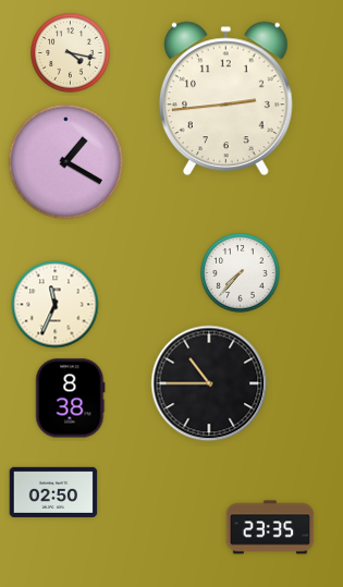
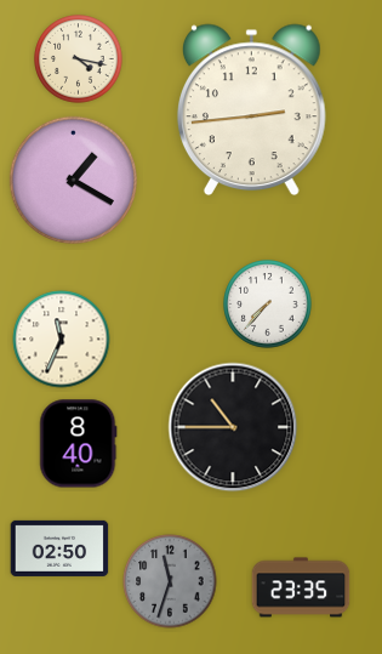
clock at (71, 399): 8:38 -> 8:40
clock at (170, 581): none -> 11:33
